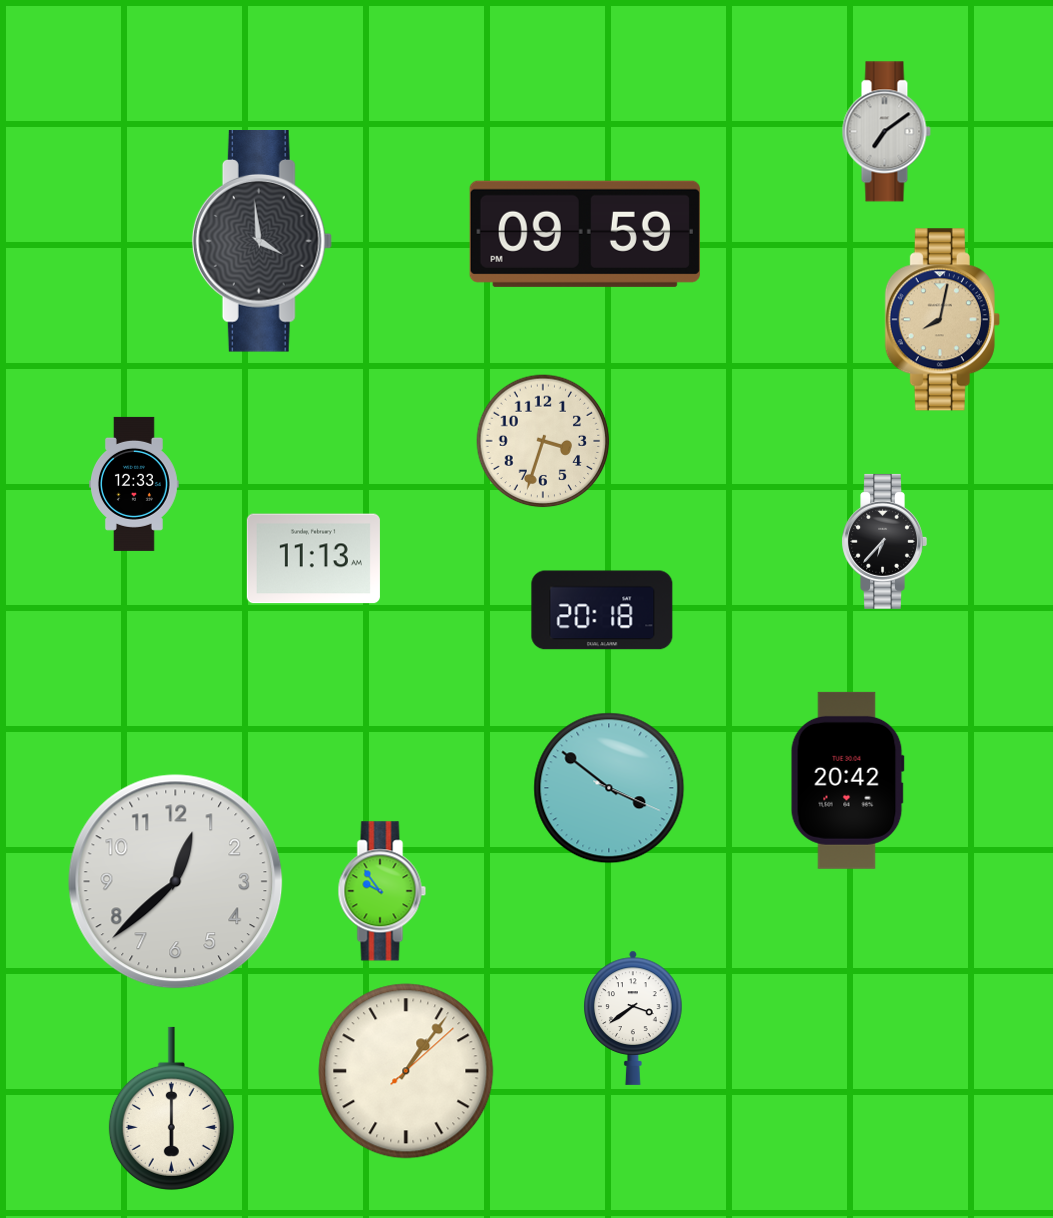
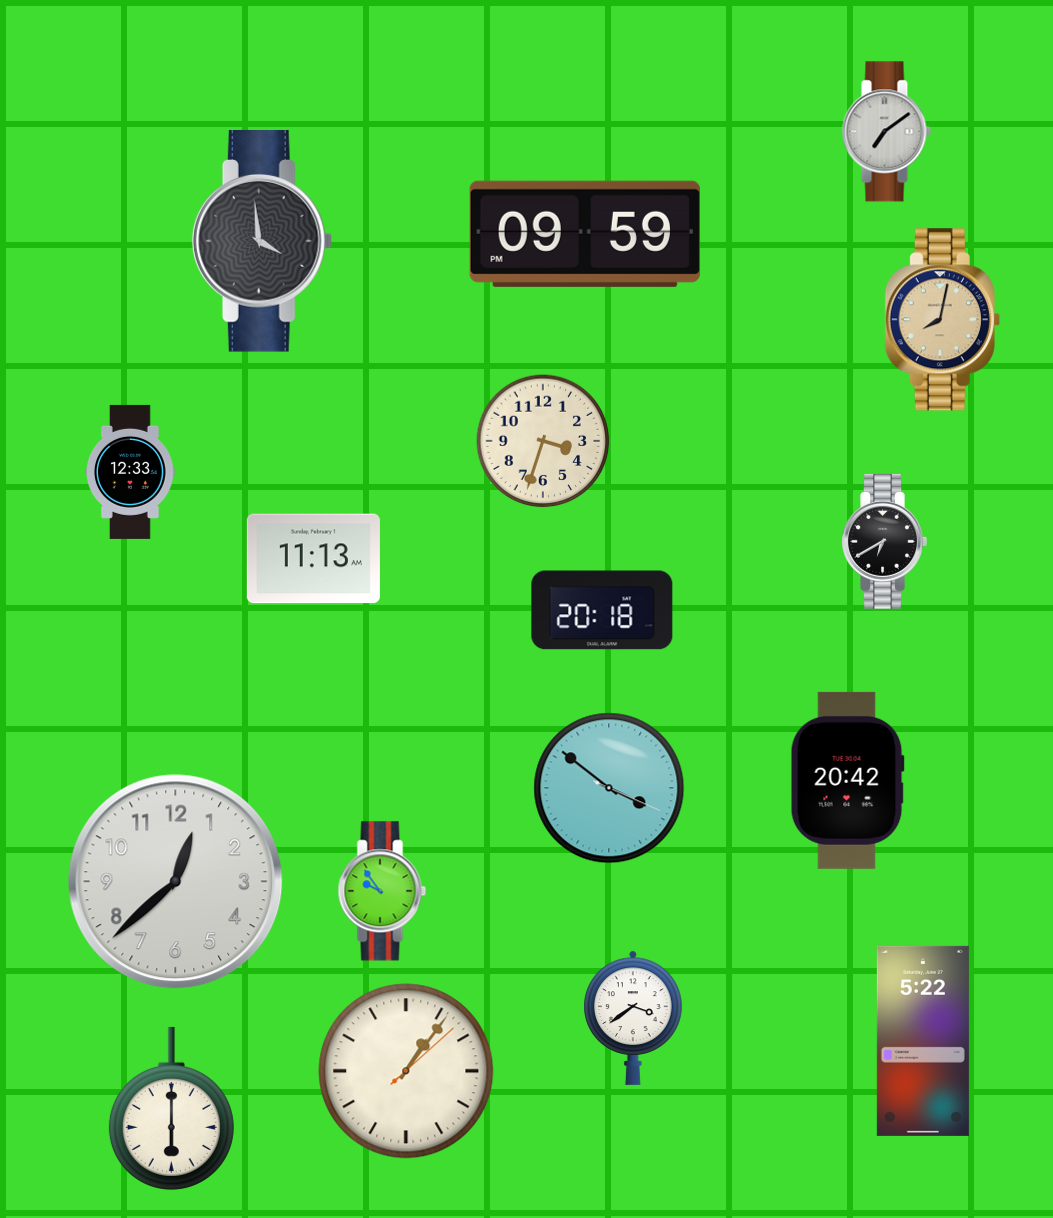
clock at (135, 484) position: (135, 484) -> (131, 472)
clock at (884, 541): 6:37 -> 6:40
clock at (923, 1041): none -> 5:22
